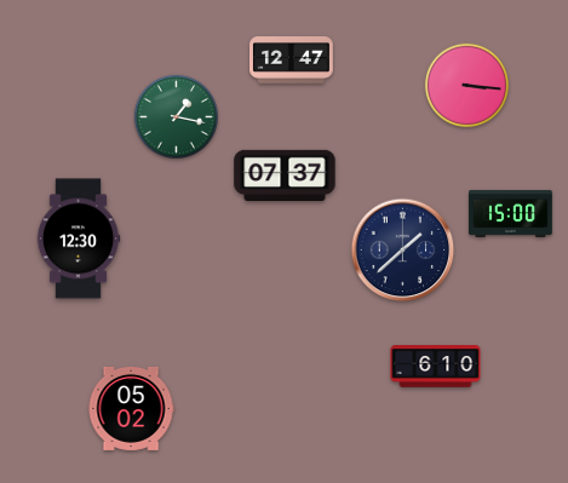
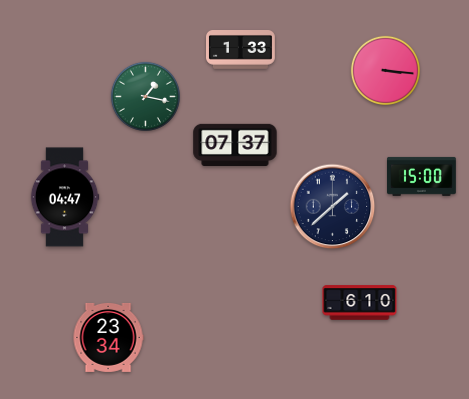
clock at (292, 61): 12:47 -> 1:33
clock at (79, 238): 12:30 -> 04:47
clock at (131, 408): 05:02 -> 23:34
